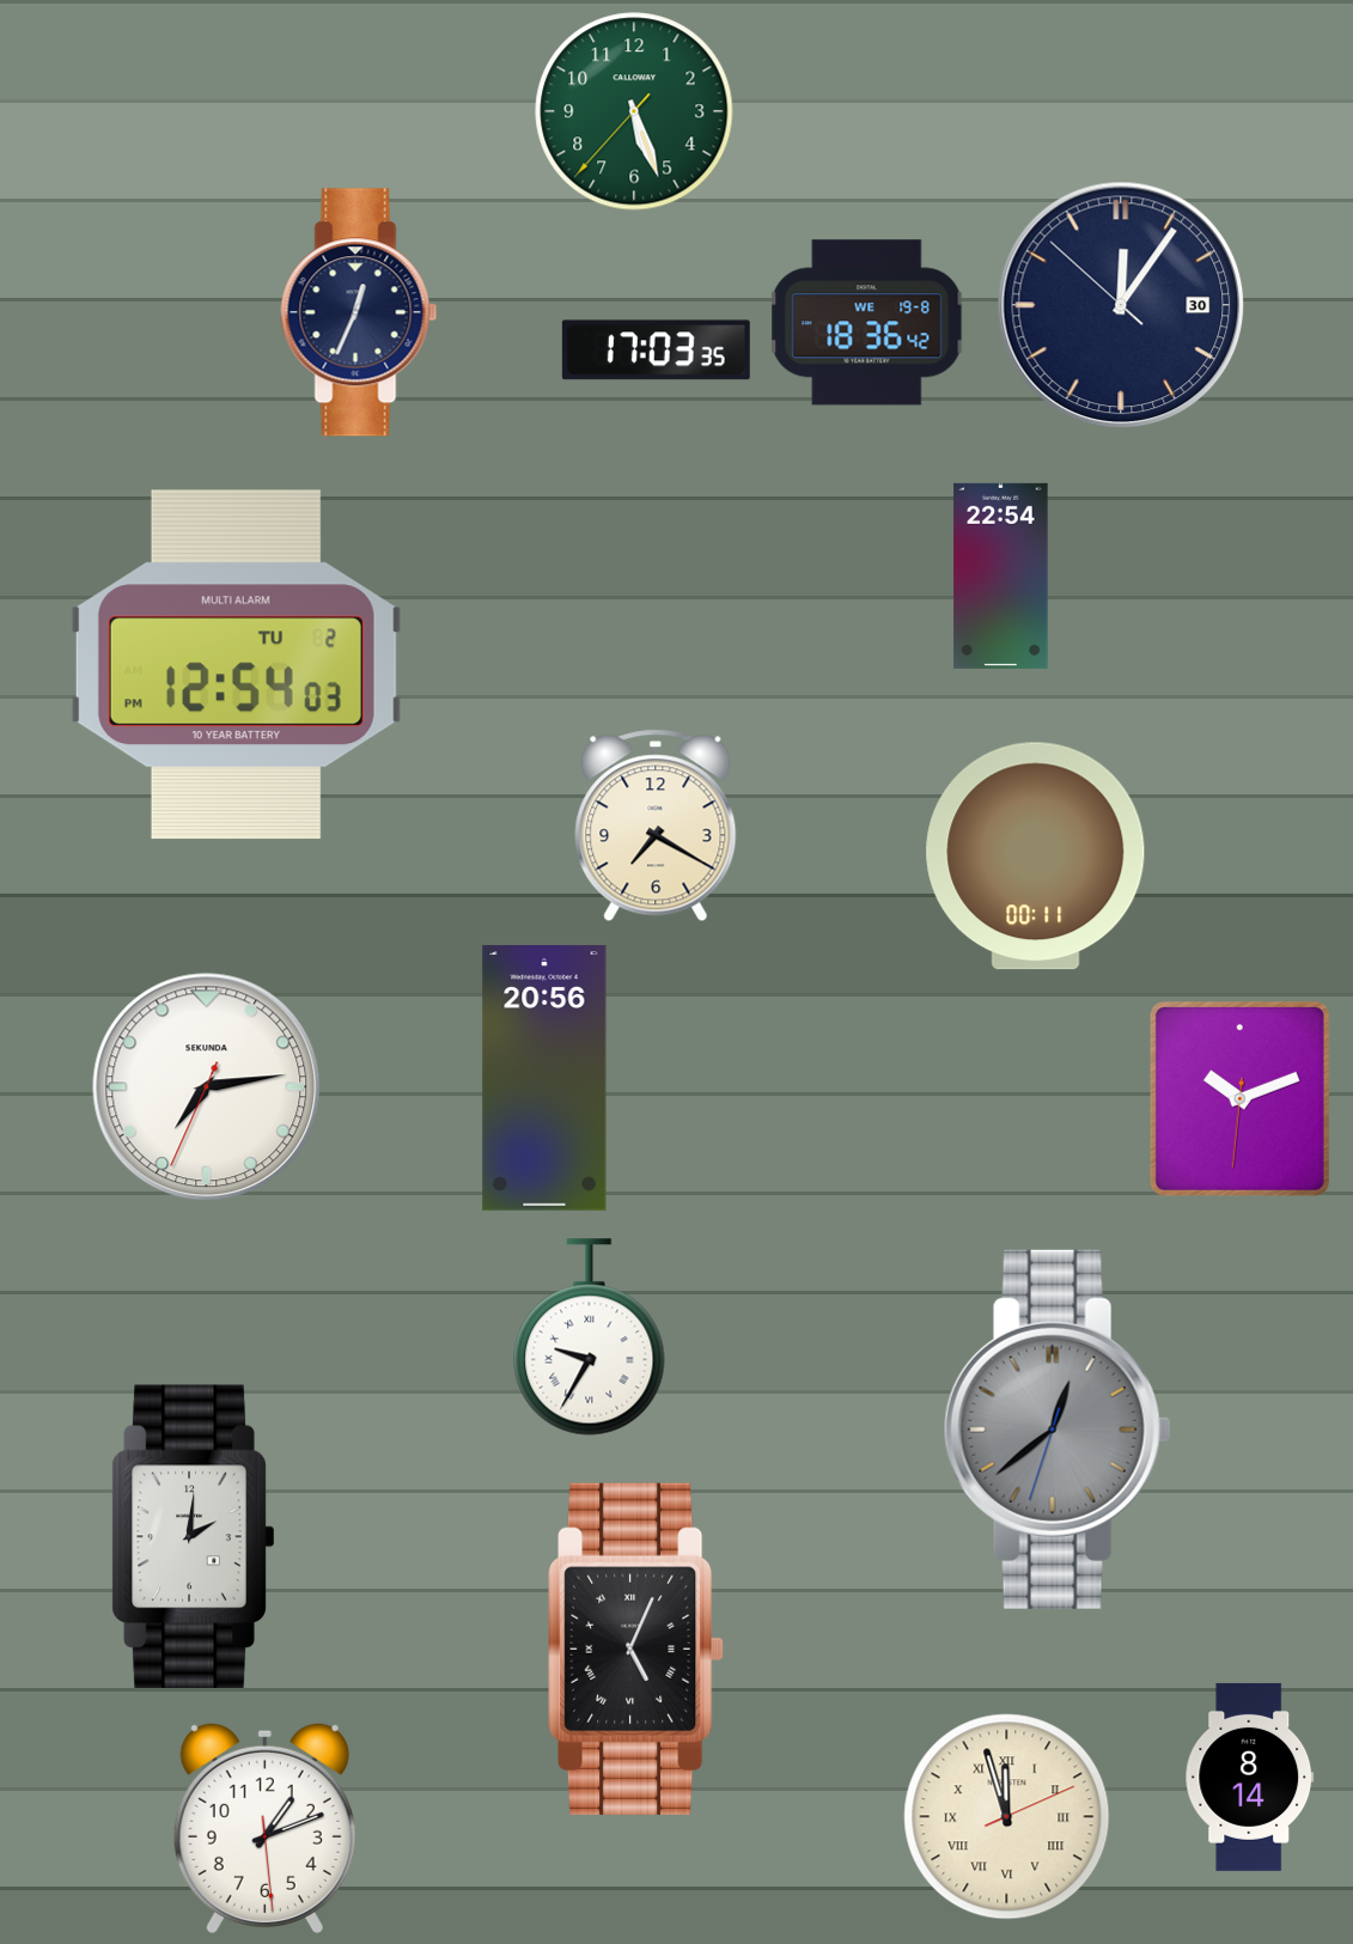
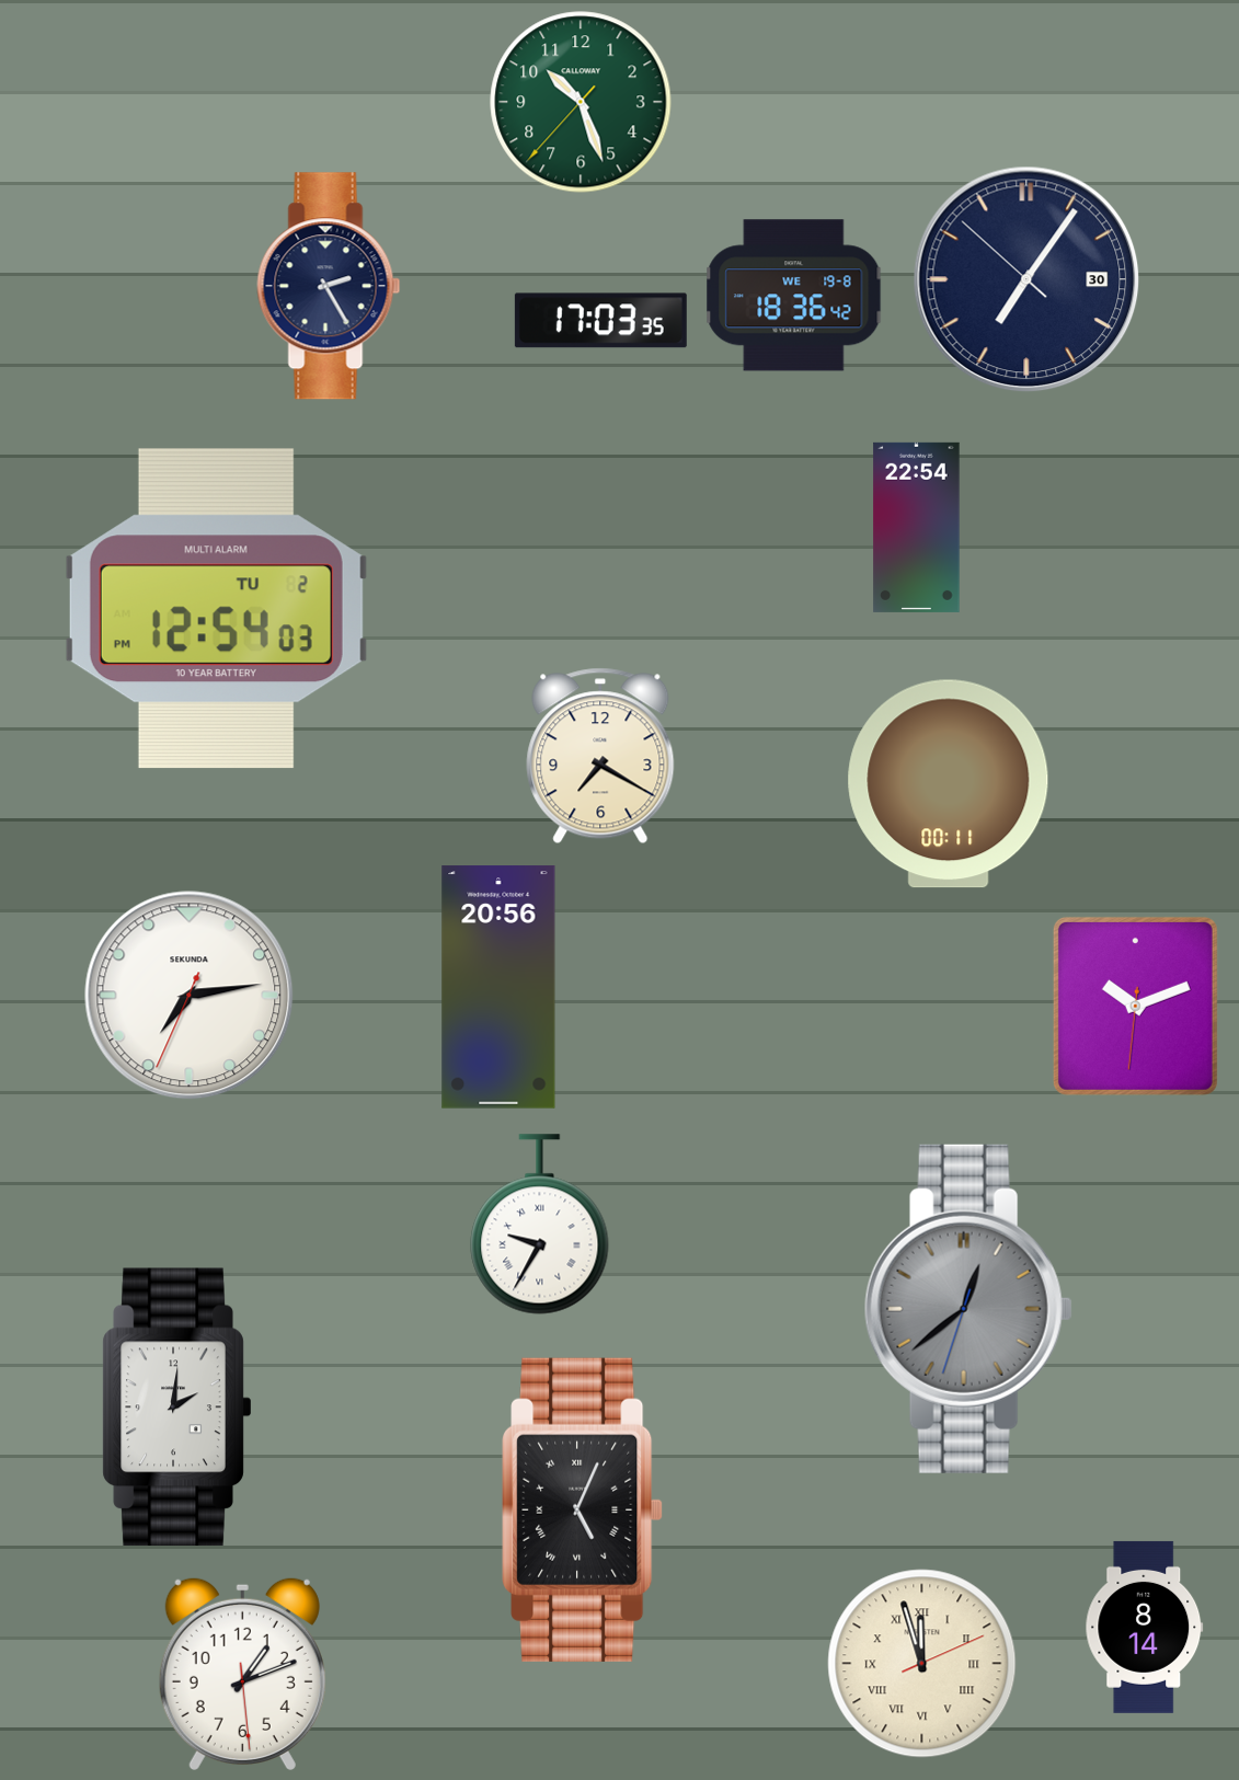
clock at (634, 111): 5:26 -> 10:26
clock at (1121, 305): 12:05 -> 7:05
clock at (359, 312): 12:34 -> 2:25
